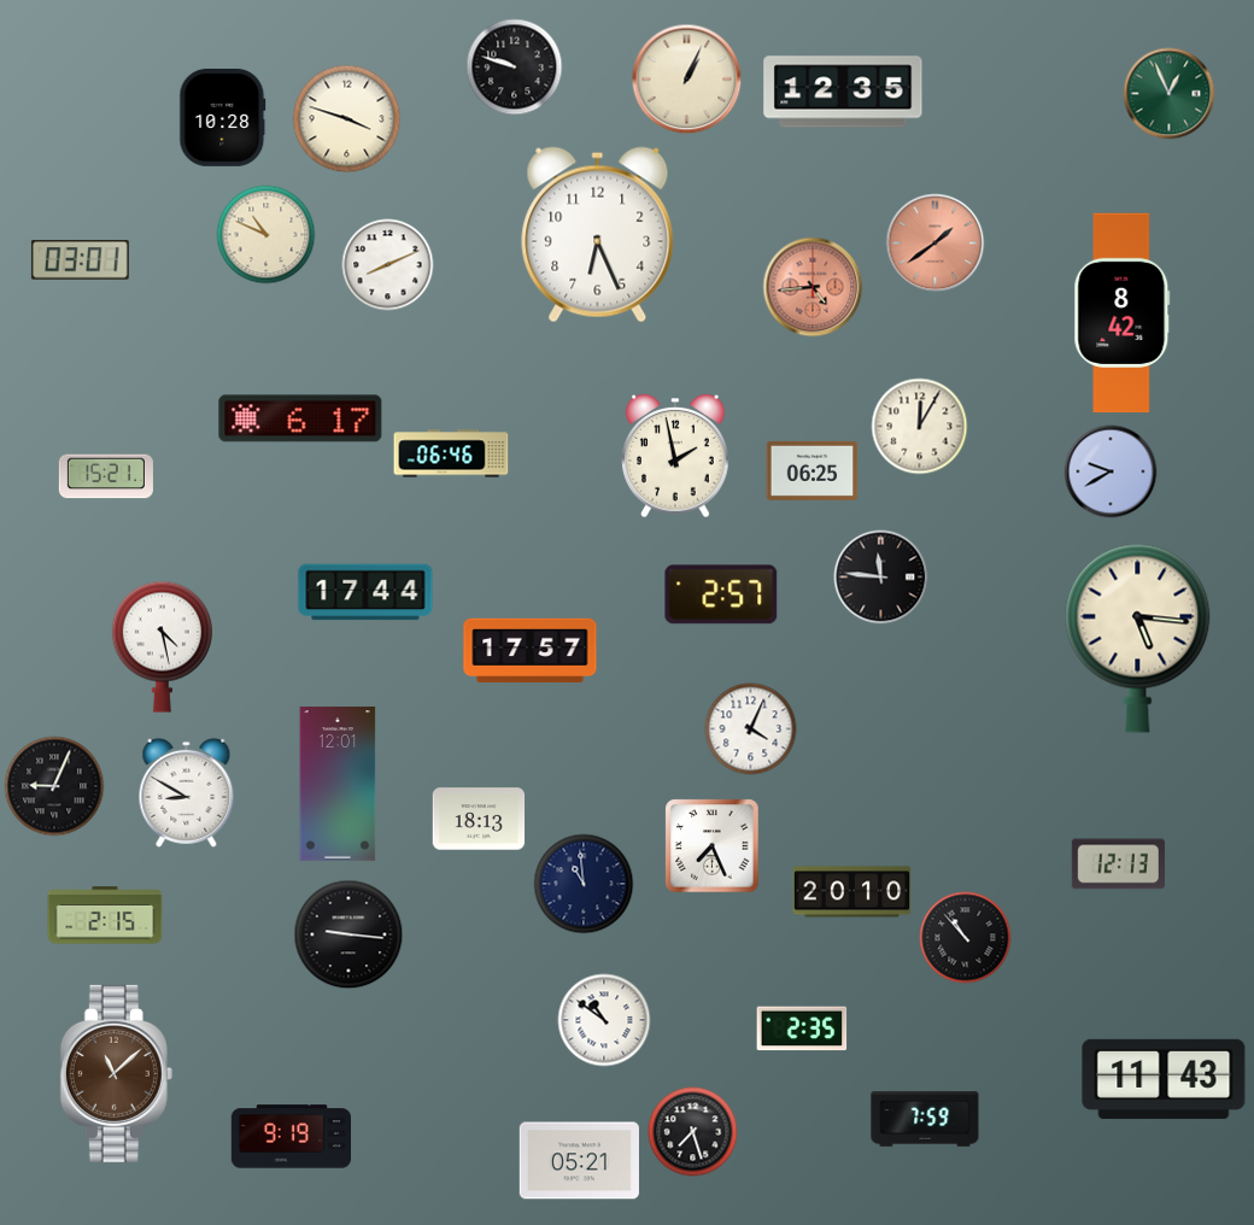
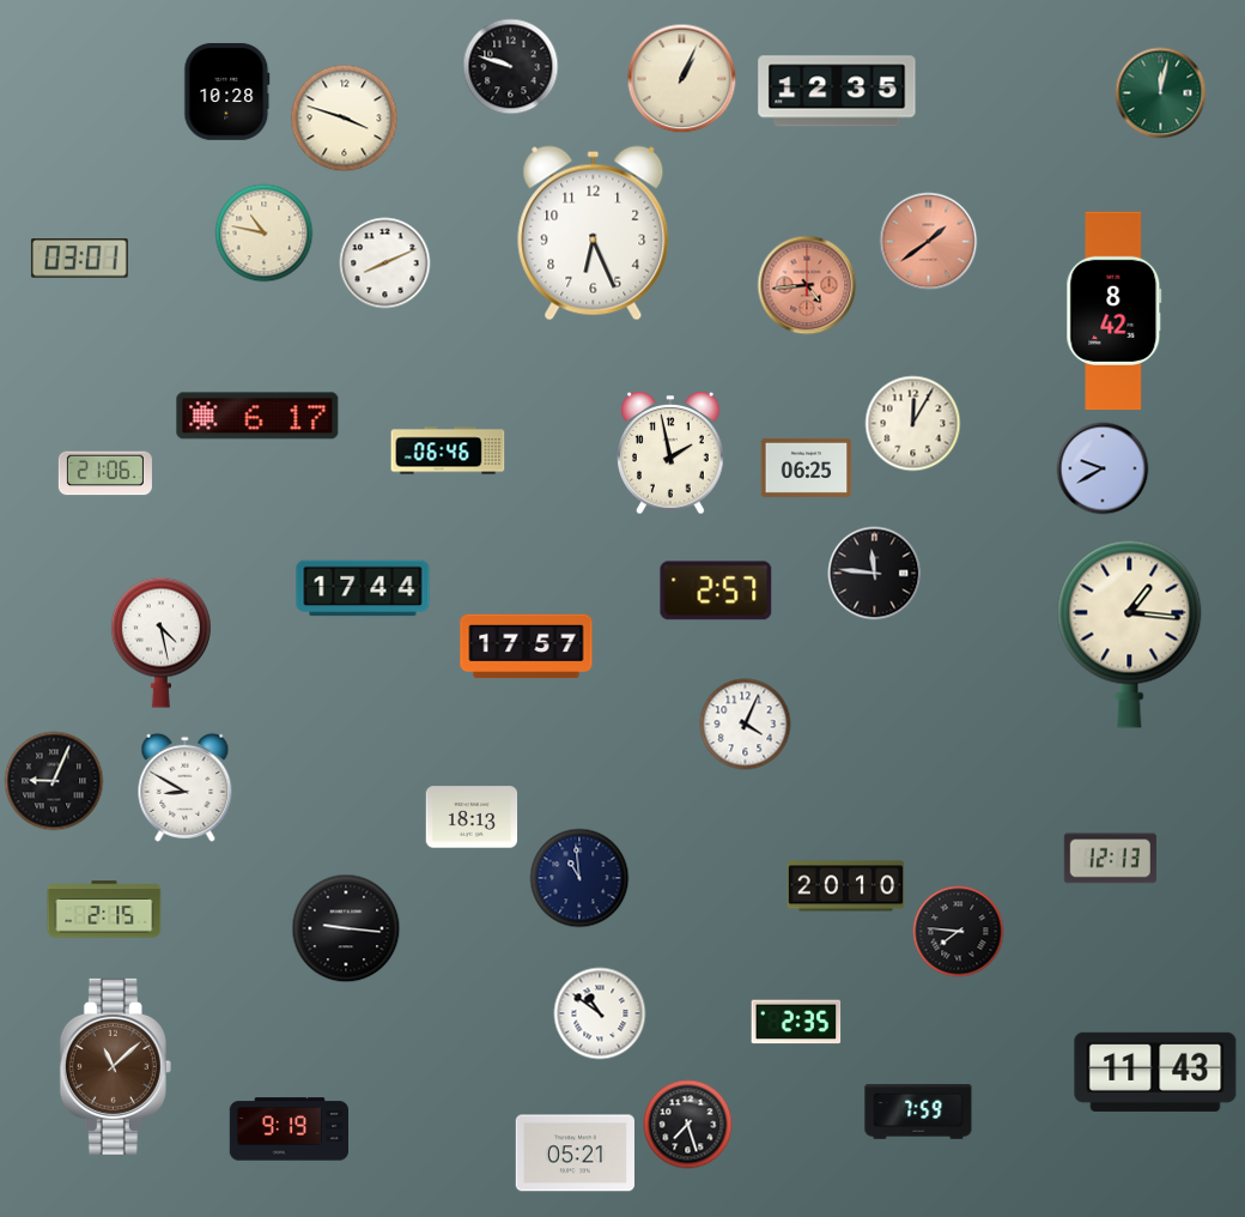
clock at (1170, 94): 12:56 -> 12:02
clock at (223, 117) position: (223, 117) -> (227, 91)
clock at (266, 235): 10:49 -> 10:47
clock at (300, 418) position: (300, 418) -> (257, 416)
clock at (106, 476): 15:21 -> 21:06
clock at (1138, 638): 5:16 -> 1:16
clock at (338, 784): 12:01 -> none
clock at (479, 819) position: (479, 819) -> (472, 817)
clock at (713, 846): 7:26 -> none
clock at (966, 938): 10:53 -> 7:46
